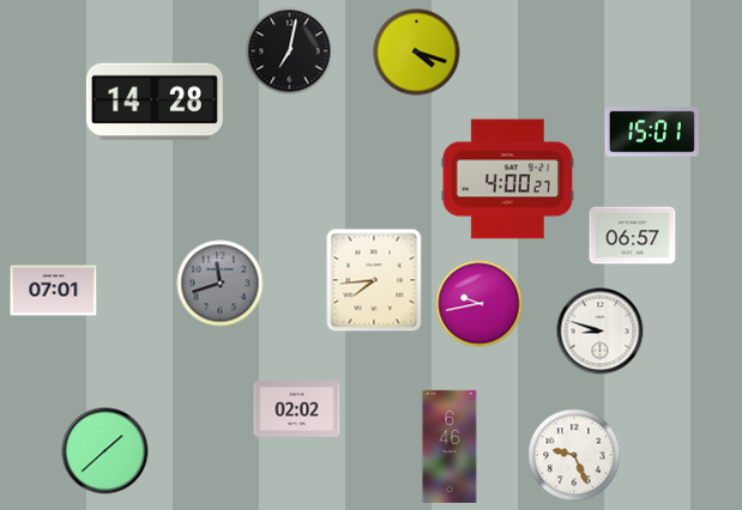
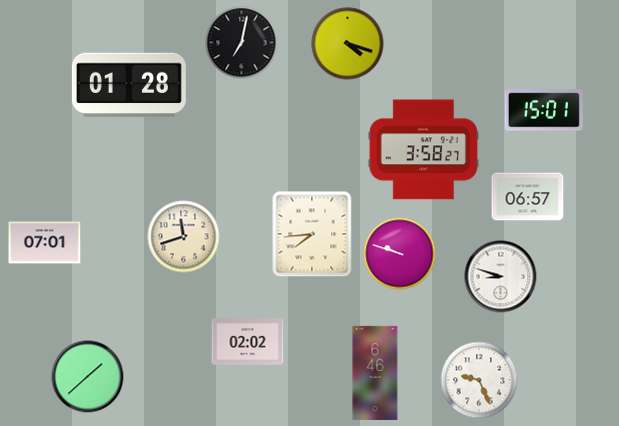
clock at (155, 102): 14:28 -> 01:28
clock at (507, 180): 4:00 -> 3:58
clock at (221, 284) dial: grey -> cream
clock at (479, 304): 9:43 -> 9:48
